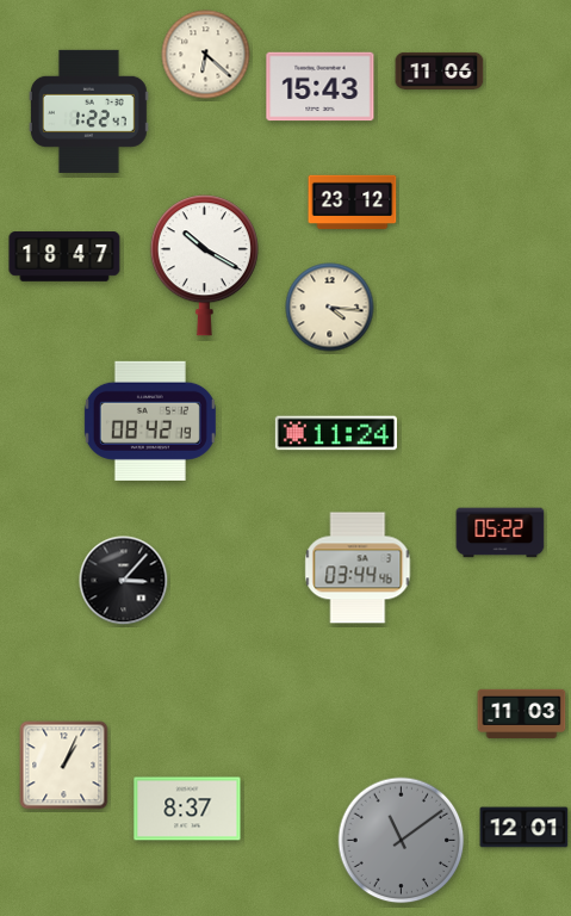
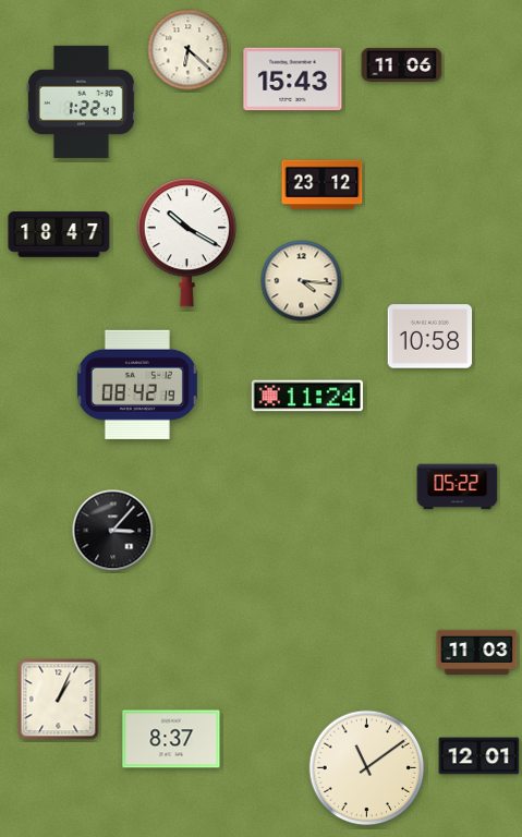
clock at (430, 337): none -> 10:58
clock at (358, 568): 03:44 -> none
clock at (402, 841) dial: grey -> cream
